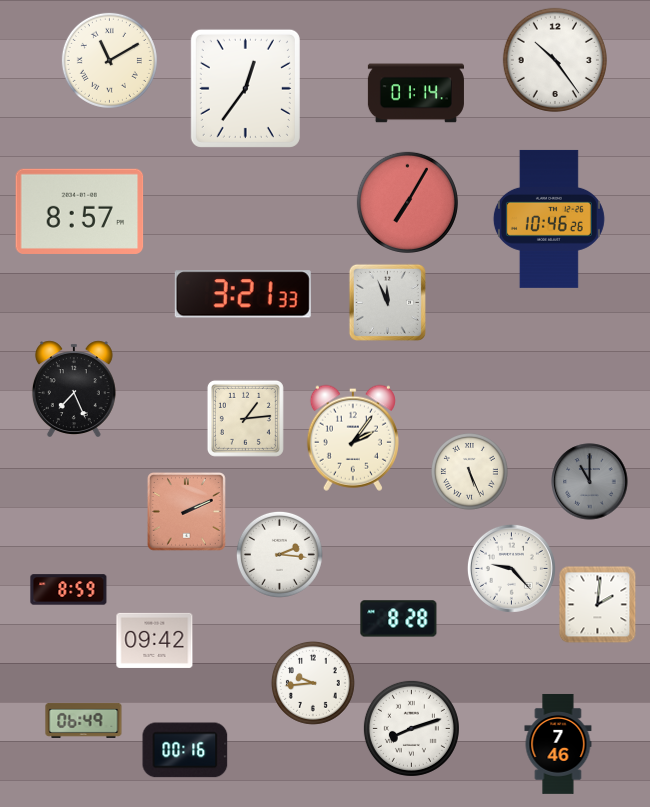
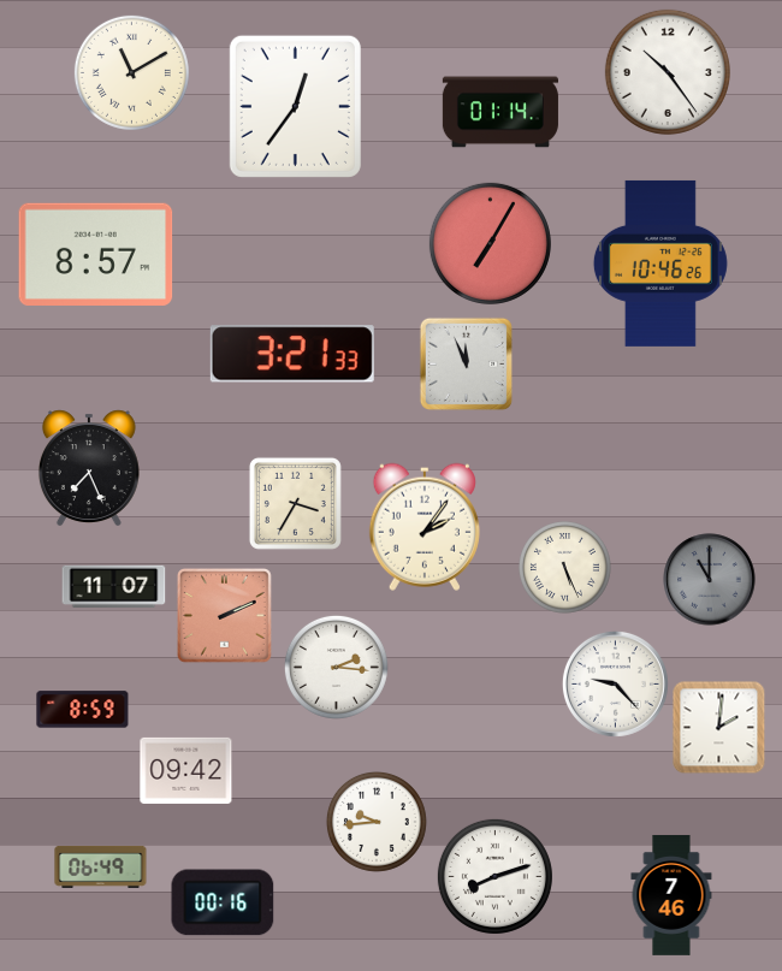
clock at (245, 418): 1:14 -> 3:35
clock at (114, 586): none -> 11:07
clock at (399, 619): 8:28 -> none
